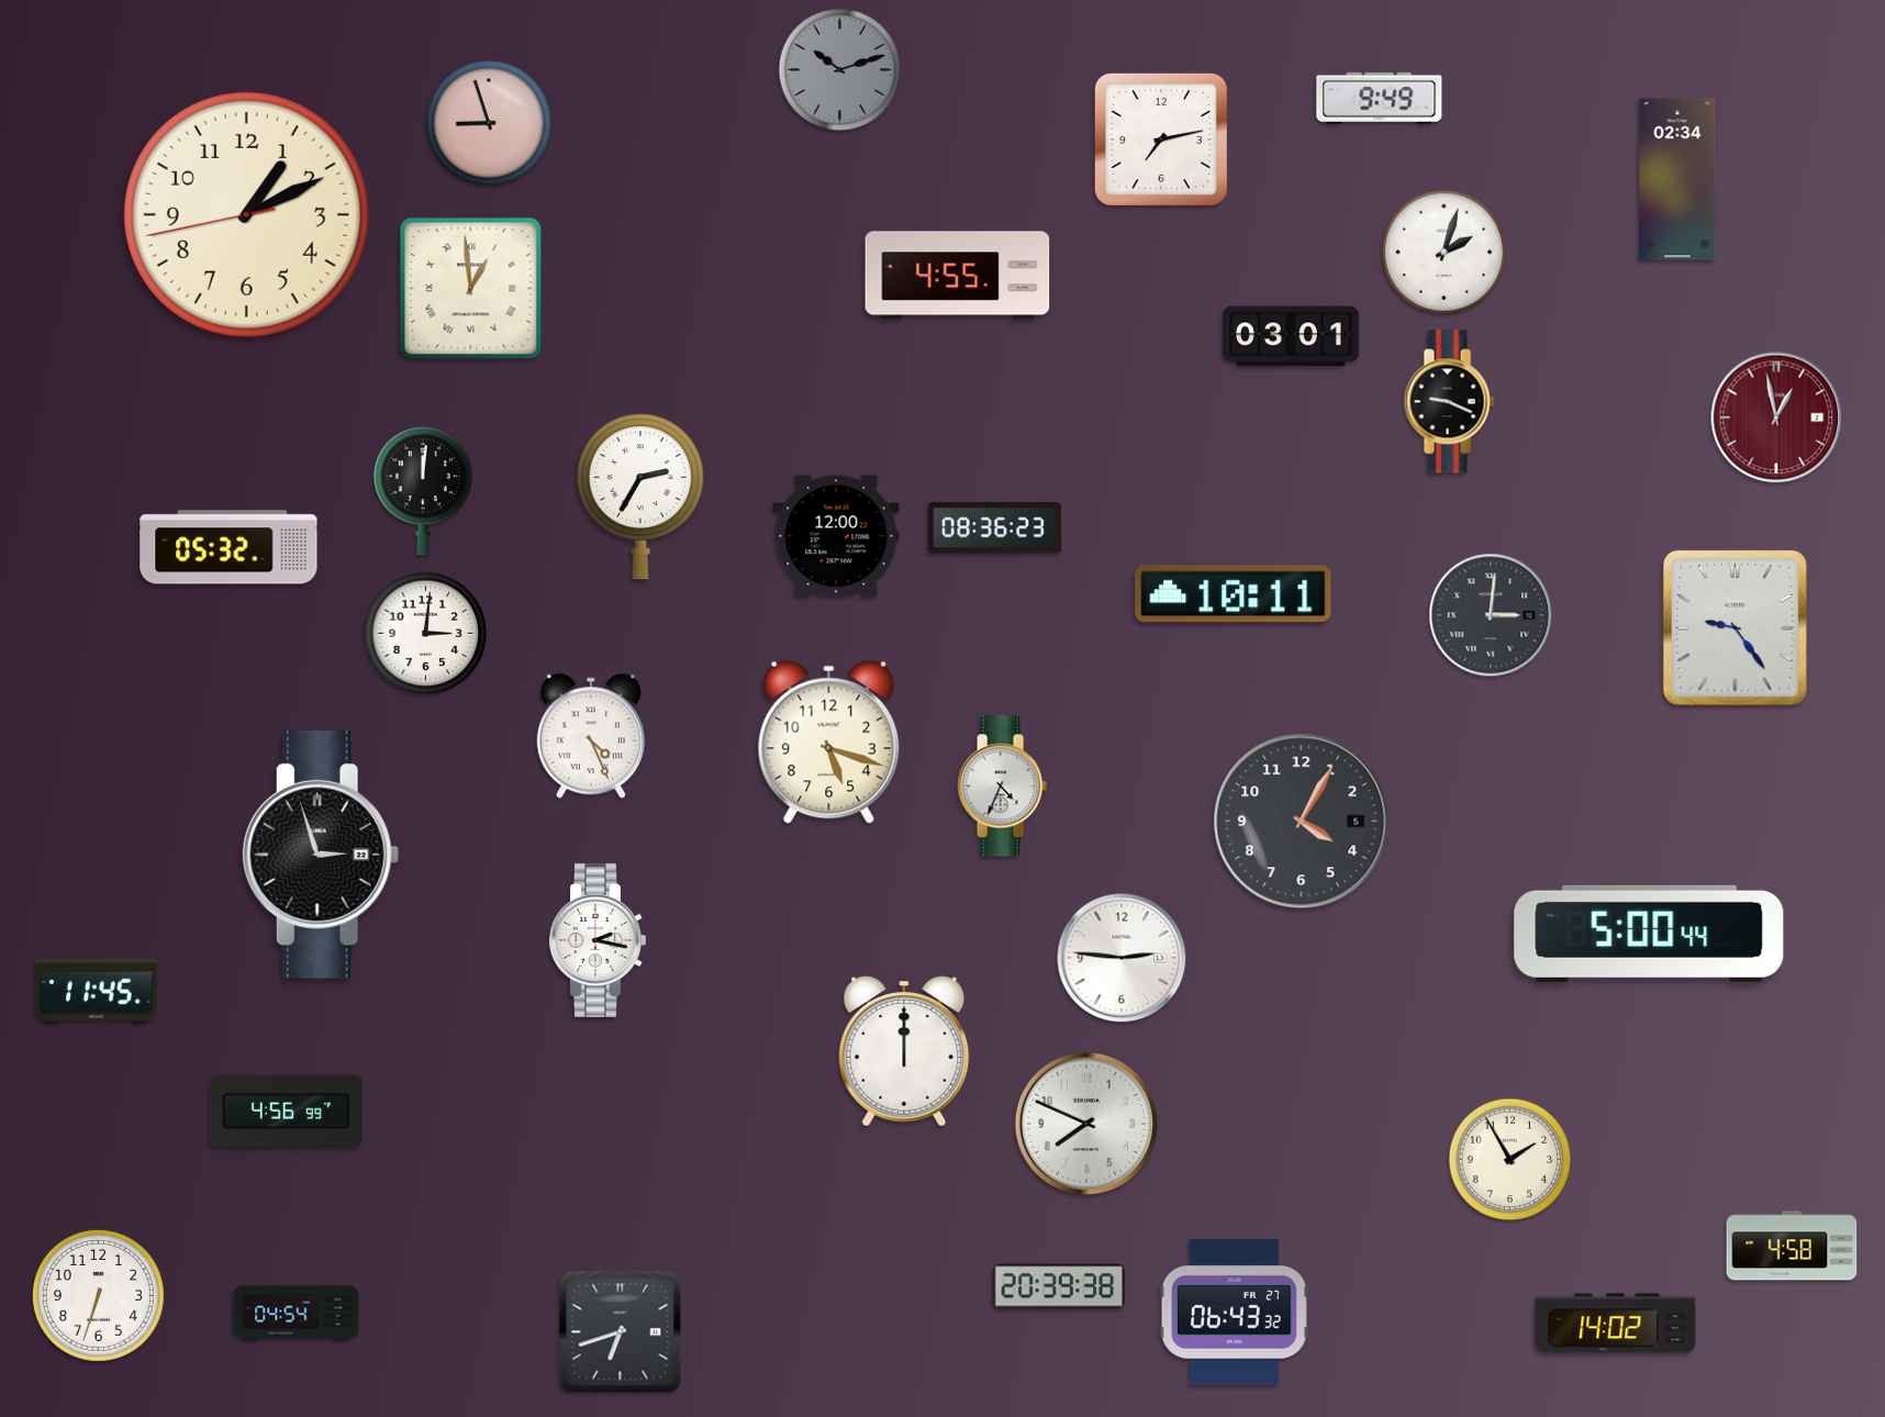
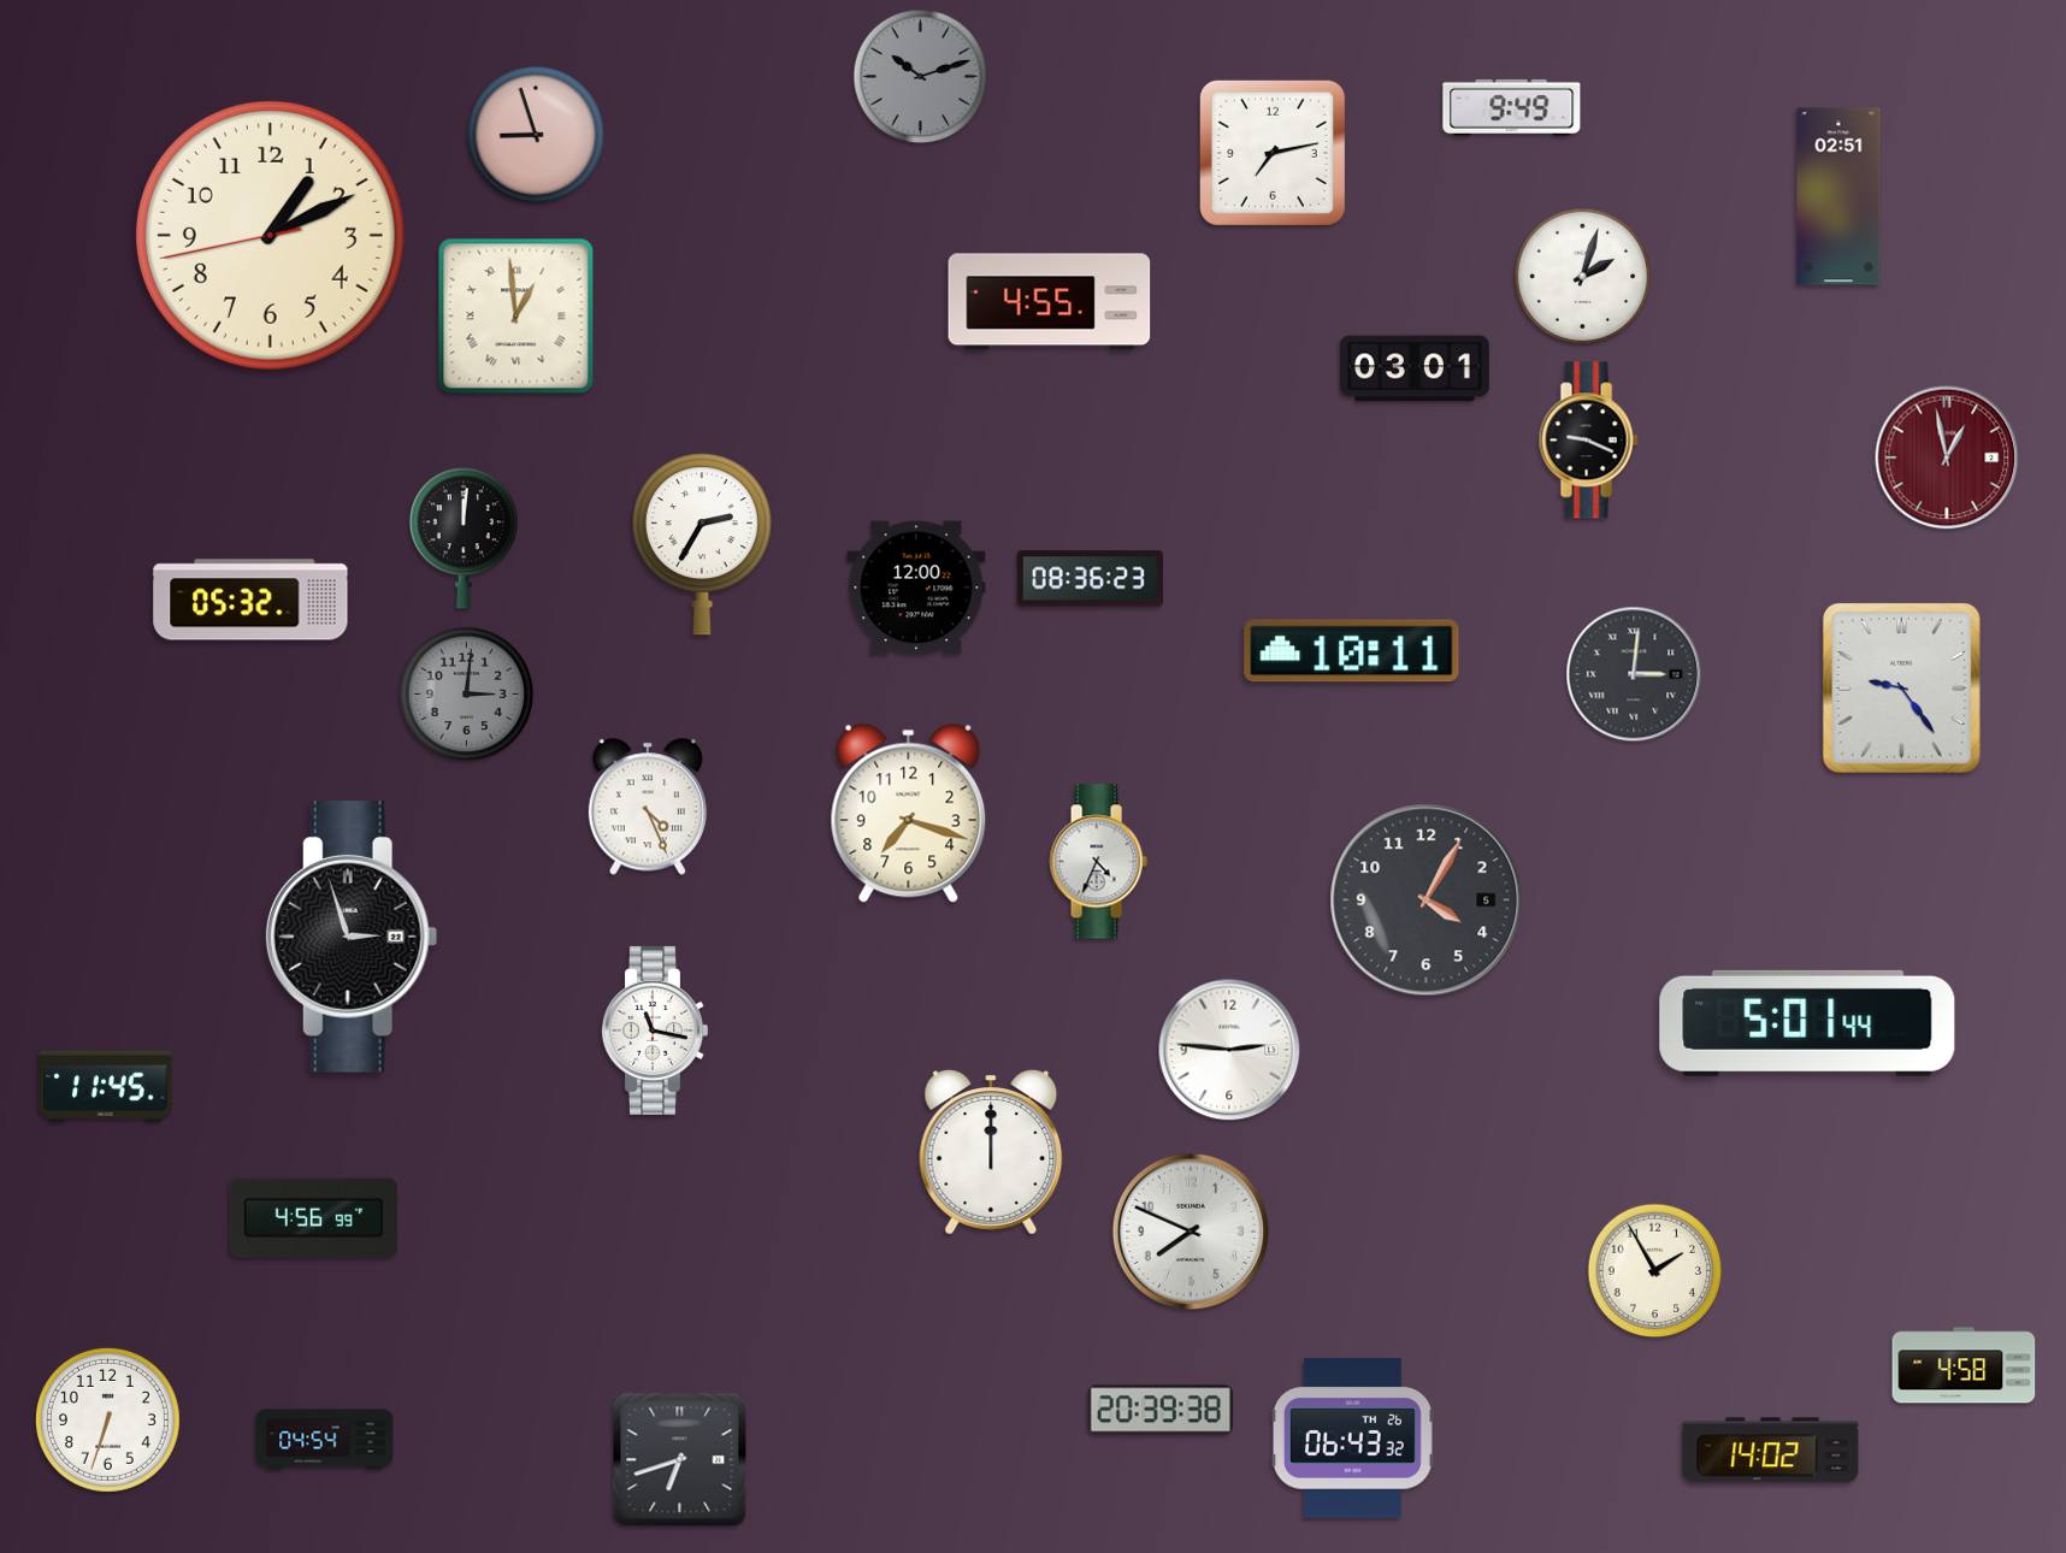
clock at (1677, 179): 02:34 -> 02:51
clock at (426, 634) dial: white -> grey
clock at (829, 741): 5:18 -> 7:18
clock at (1649, 934): 5:00 -> 5:01
clock at (596, 940): 2:17 -> 11:17
clock at (1234, 1313) date: FR 27 -> TH 26
